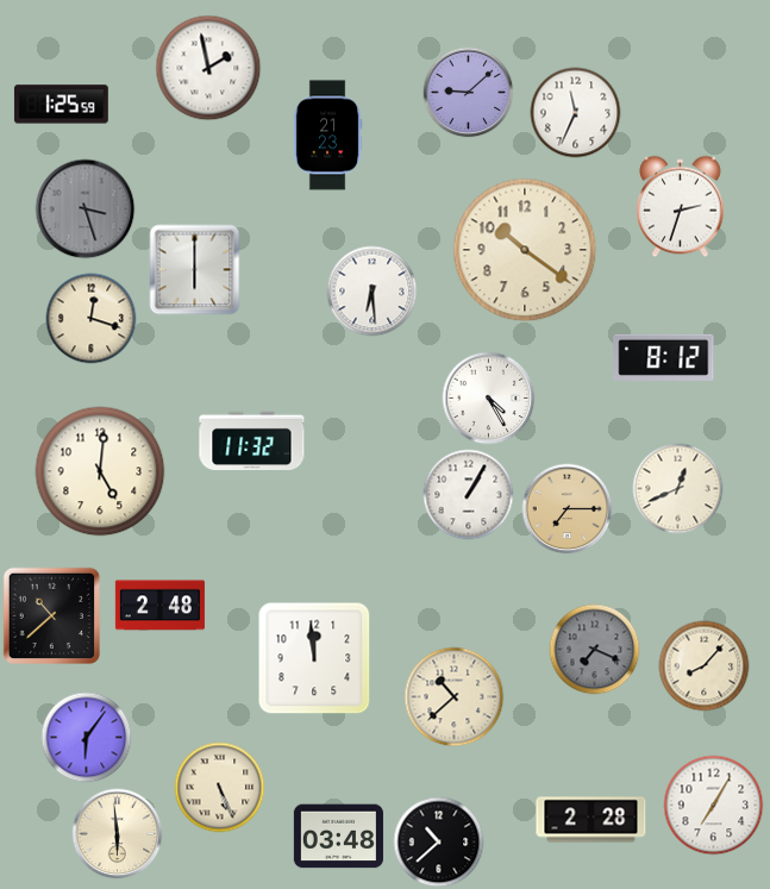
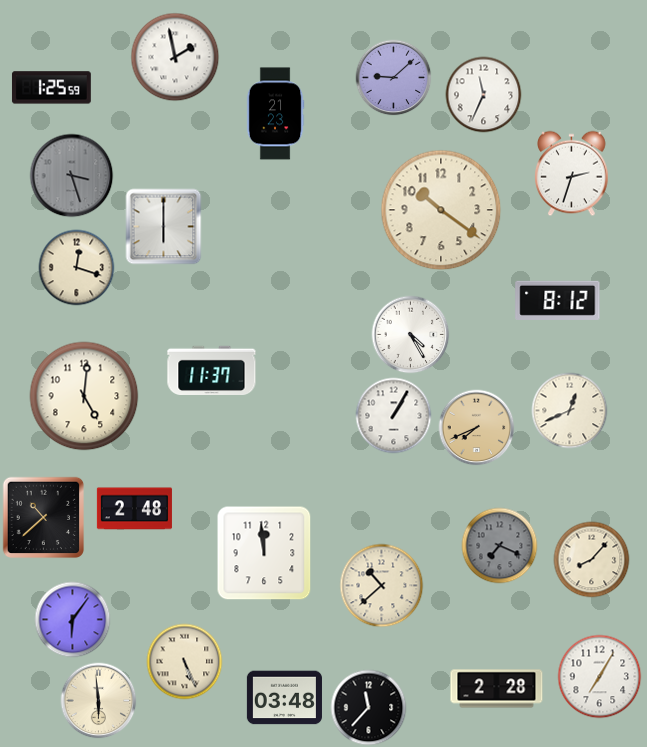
clock at (373, 292): 6:29 -> none
clock at (252, 440): 11:32 -> 11:37
clock at (568, 509): 7:15 -> 7:41
clock at (338, 837) position: (338, 837) -> (284, 698)
clock at (439, 843): 10:38 -> 11:37
